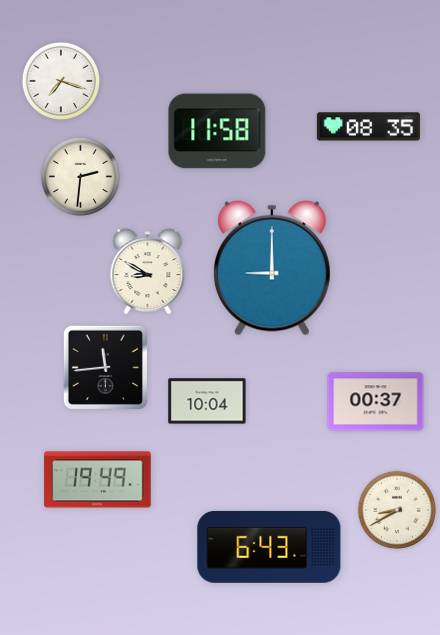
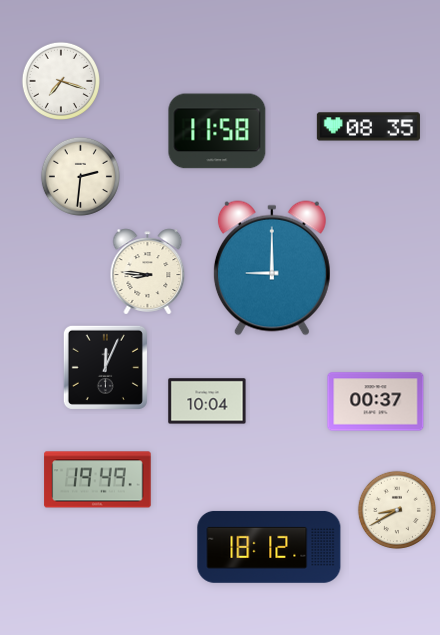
clock at (148, 272): 8:50 -> 8:46
clock at (105, 367): 11:44 -> 12:04
clock at (269, 547): 6:43 -> 18:12
